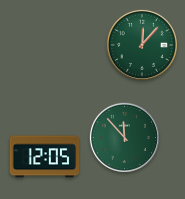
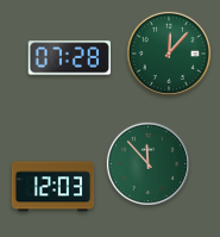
clock at (69, 58): none -> 07:28
clock at (45, 157): 12:05 -> 12:03
